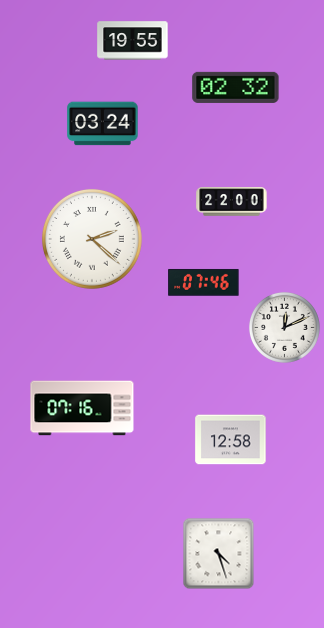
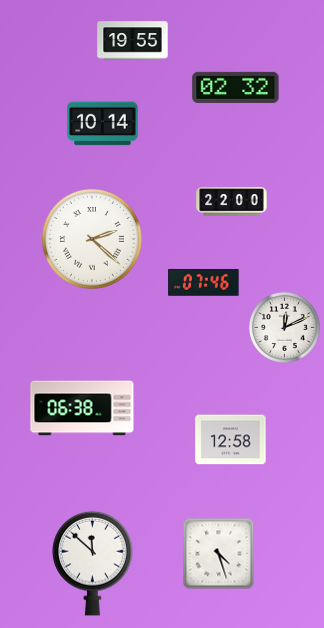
clock at (103, 124): 03:24 -> 10:14
clock at (82, 408): 07:16 -> 06:38
clock at (93, 563): none -> 11:52
